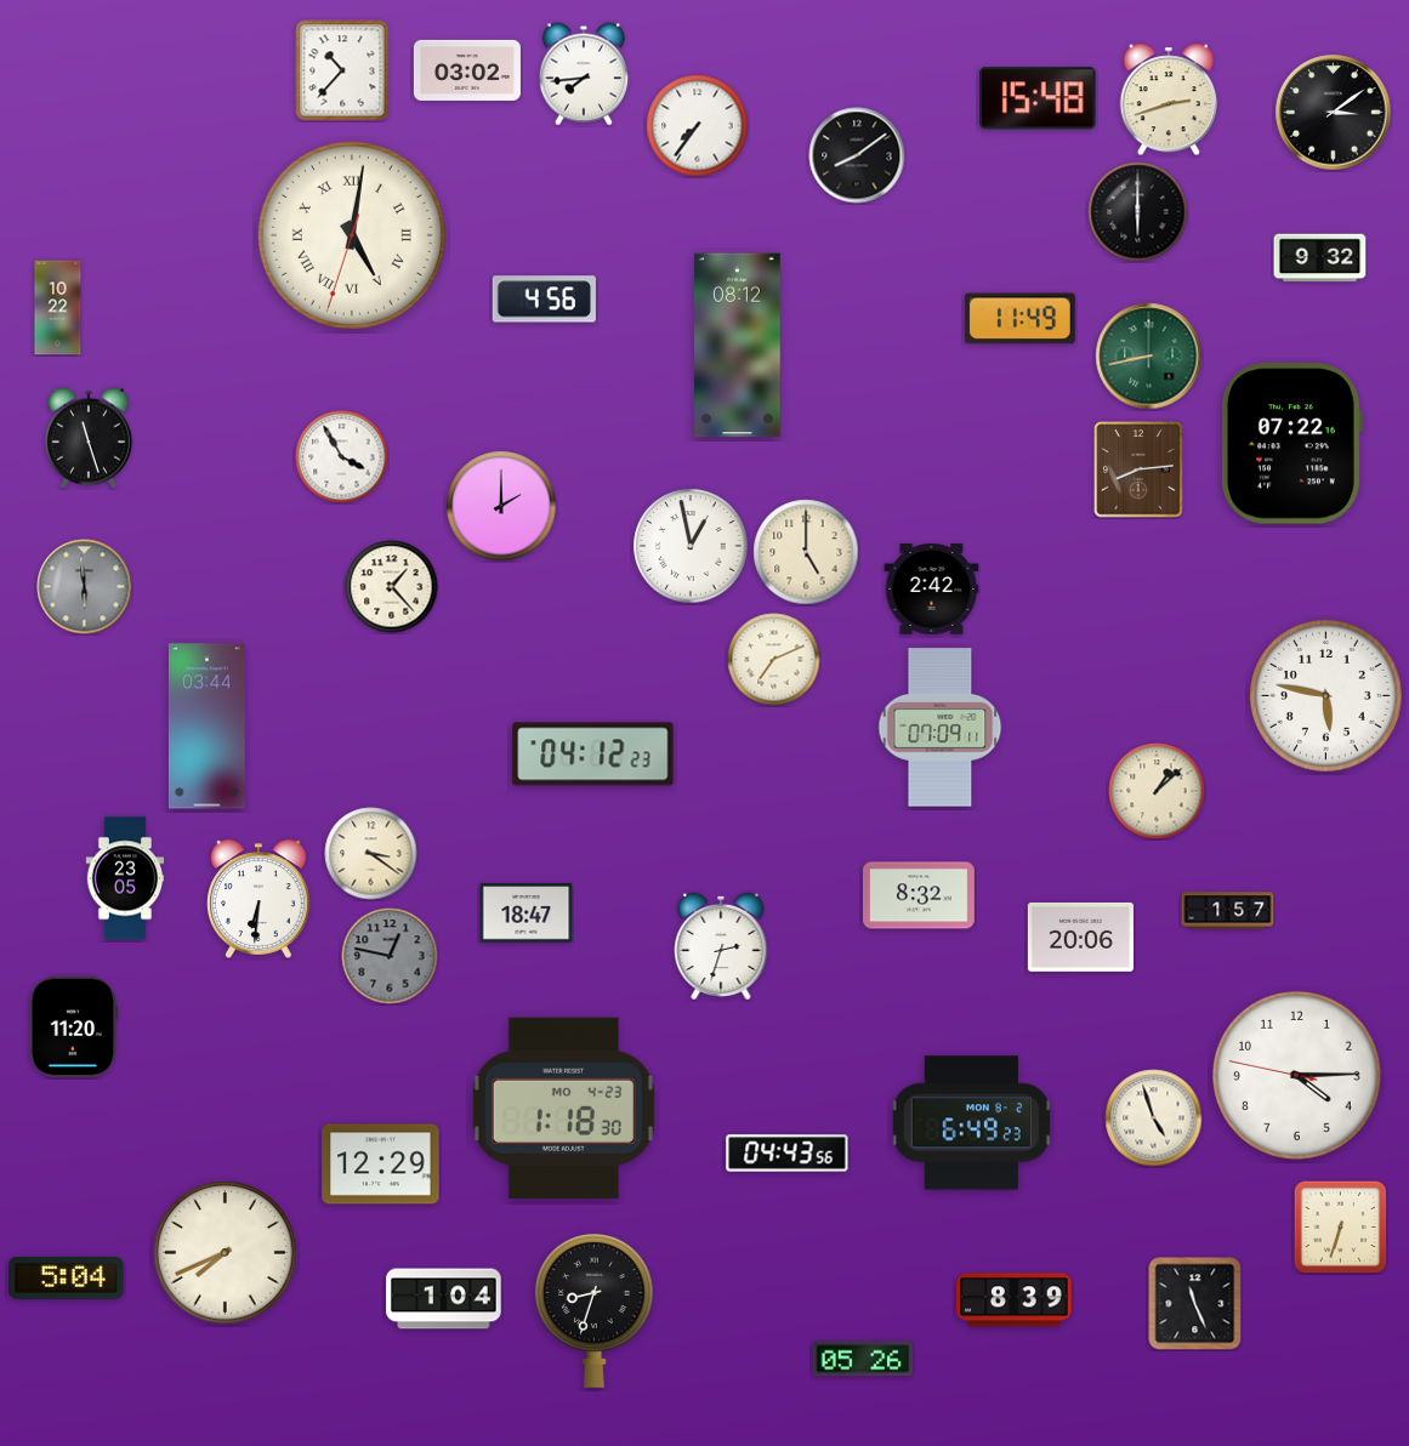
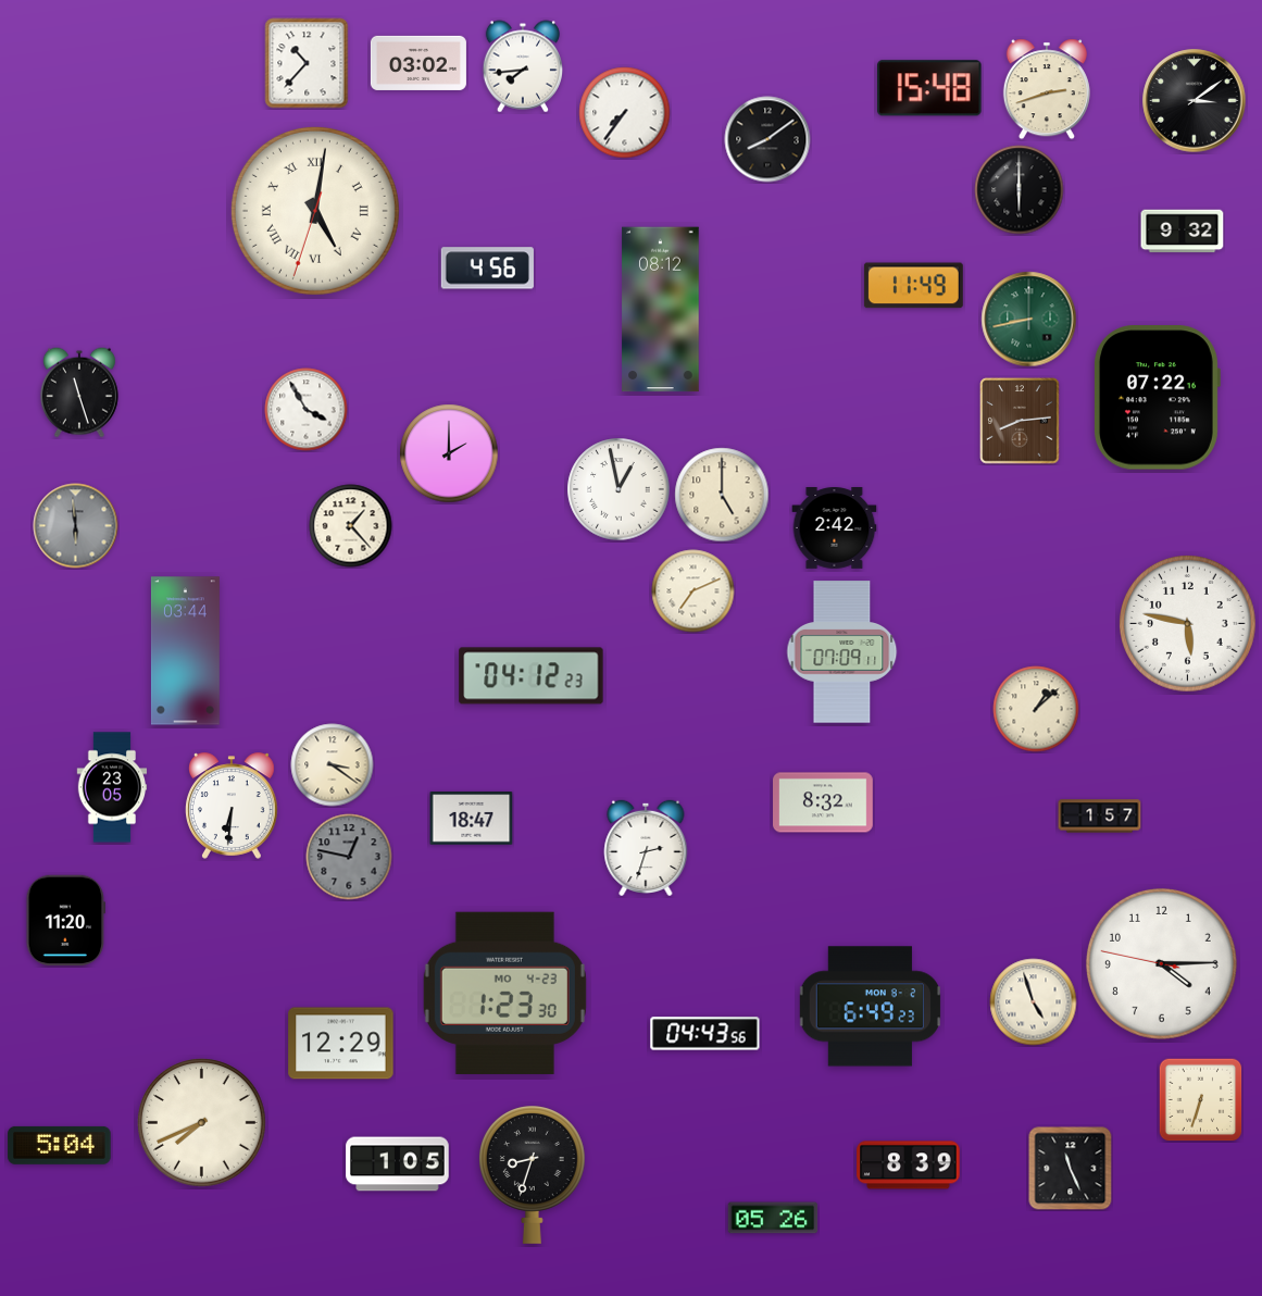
clock at (58, 308): 10:22 -> none
clock at (1080, 937): 20:06 -> none
clock at (563, 1108): 1:18 -> 1:23
clock at (444, 1299): 1:04 -> 1:05
